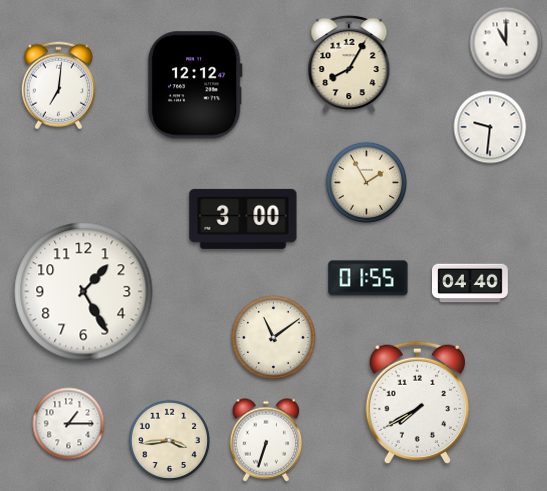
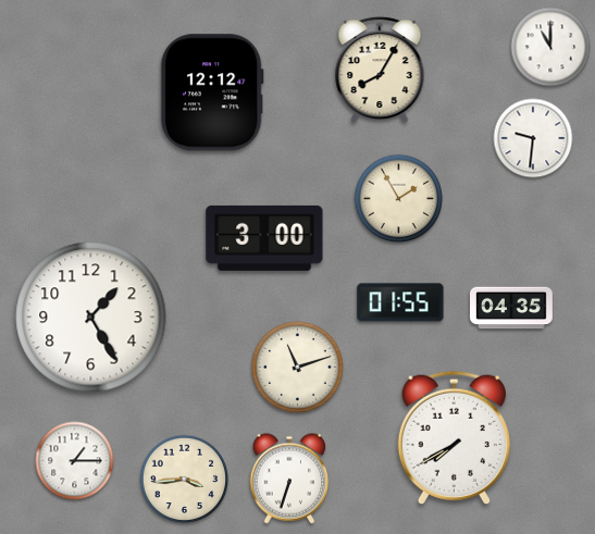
clock at (58, 86): 7:01 -> none
clock at (471, 283): 04:40 -> 04:35
clock at (273, 337): 11:09 -> 11:12
